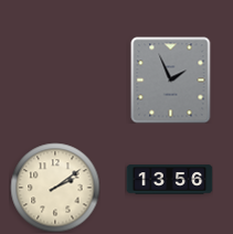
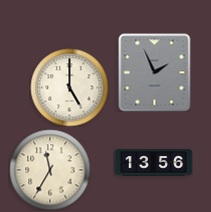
clock at (69, 87): none -> 5:00
clock at (55, 188): 2:09 -> 11:35
